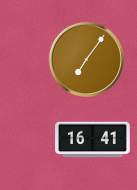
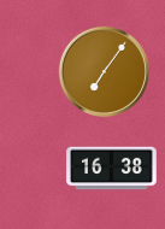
clock at (93, 140): 16:41 -> 16:38
